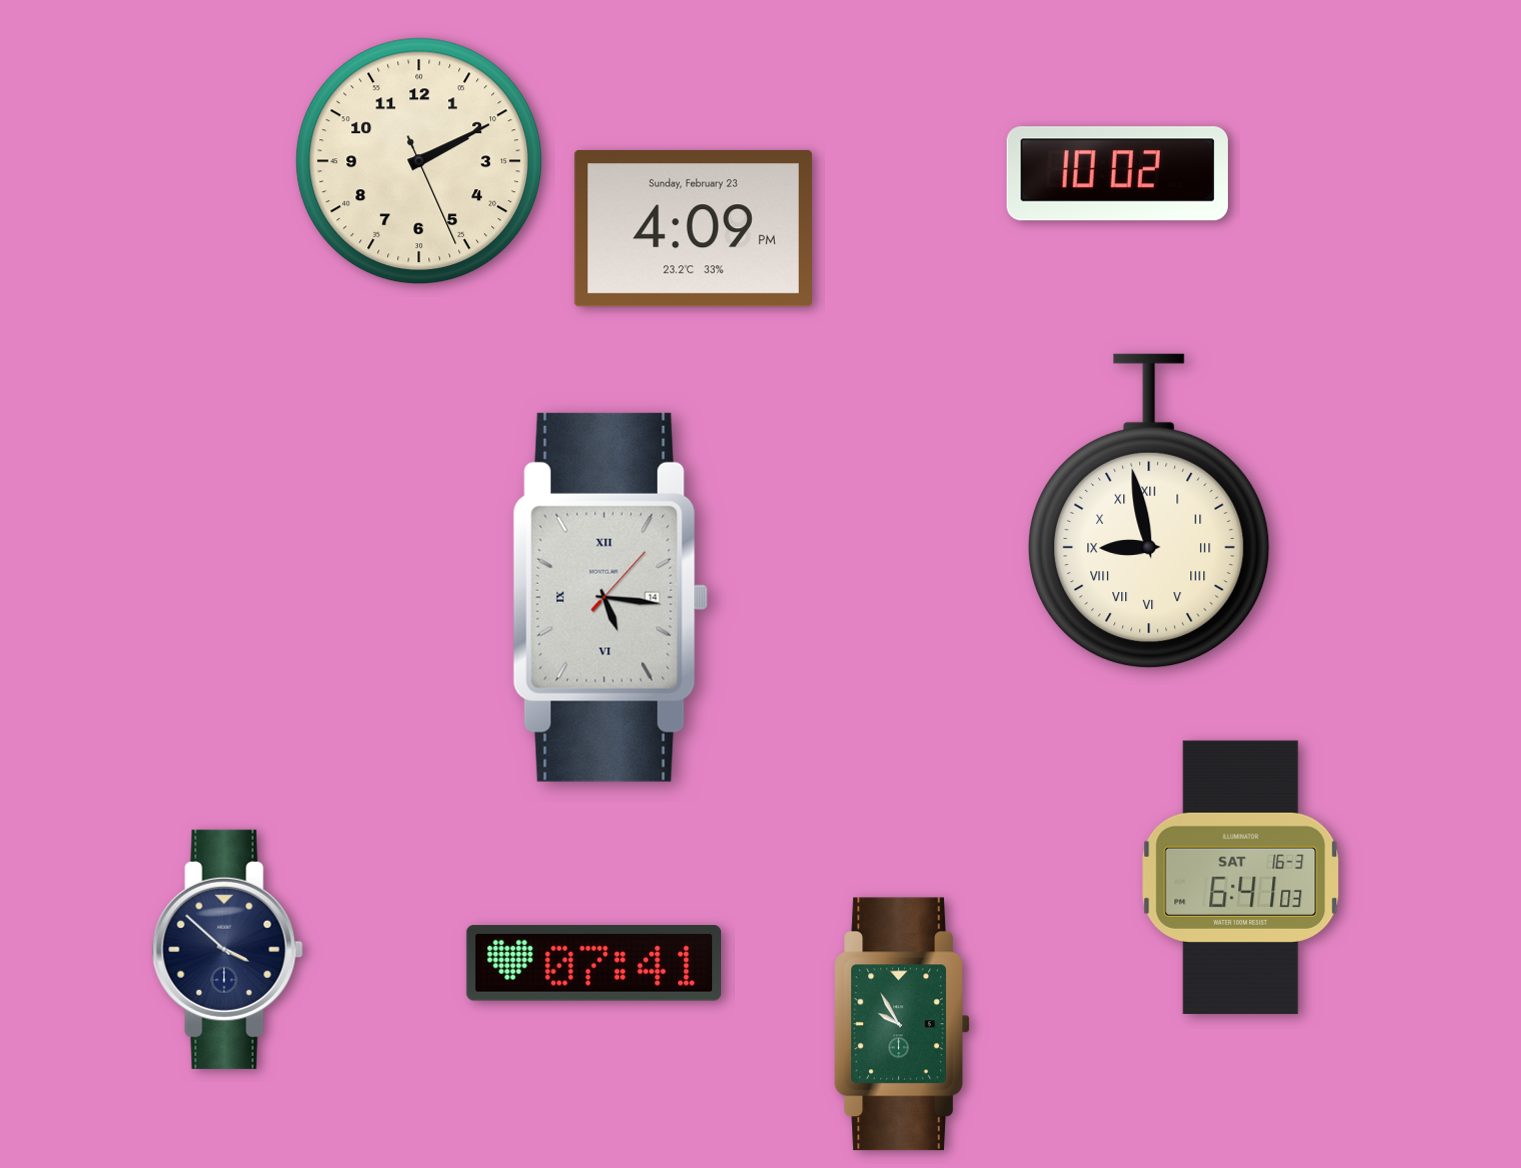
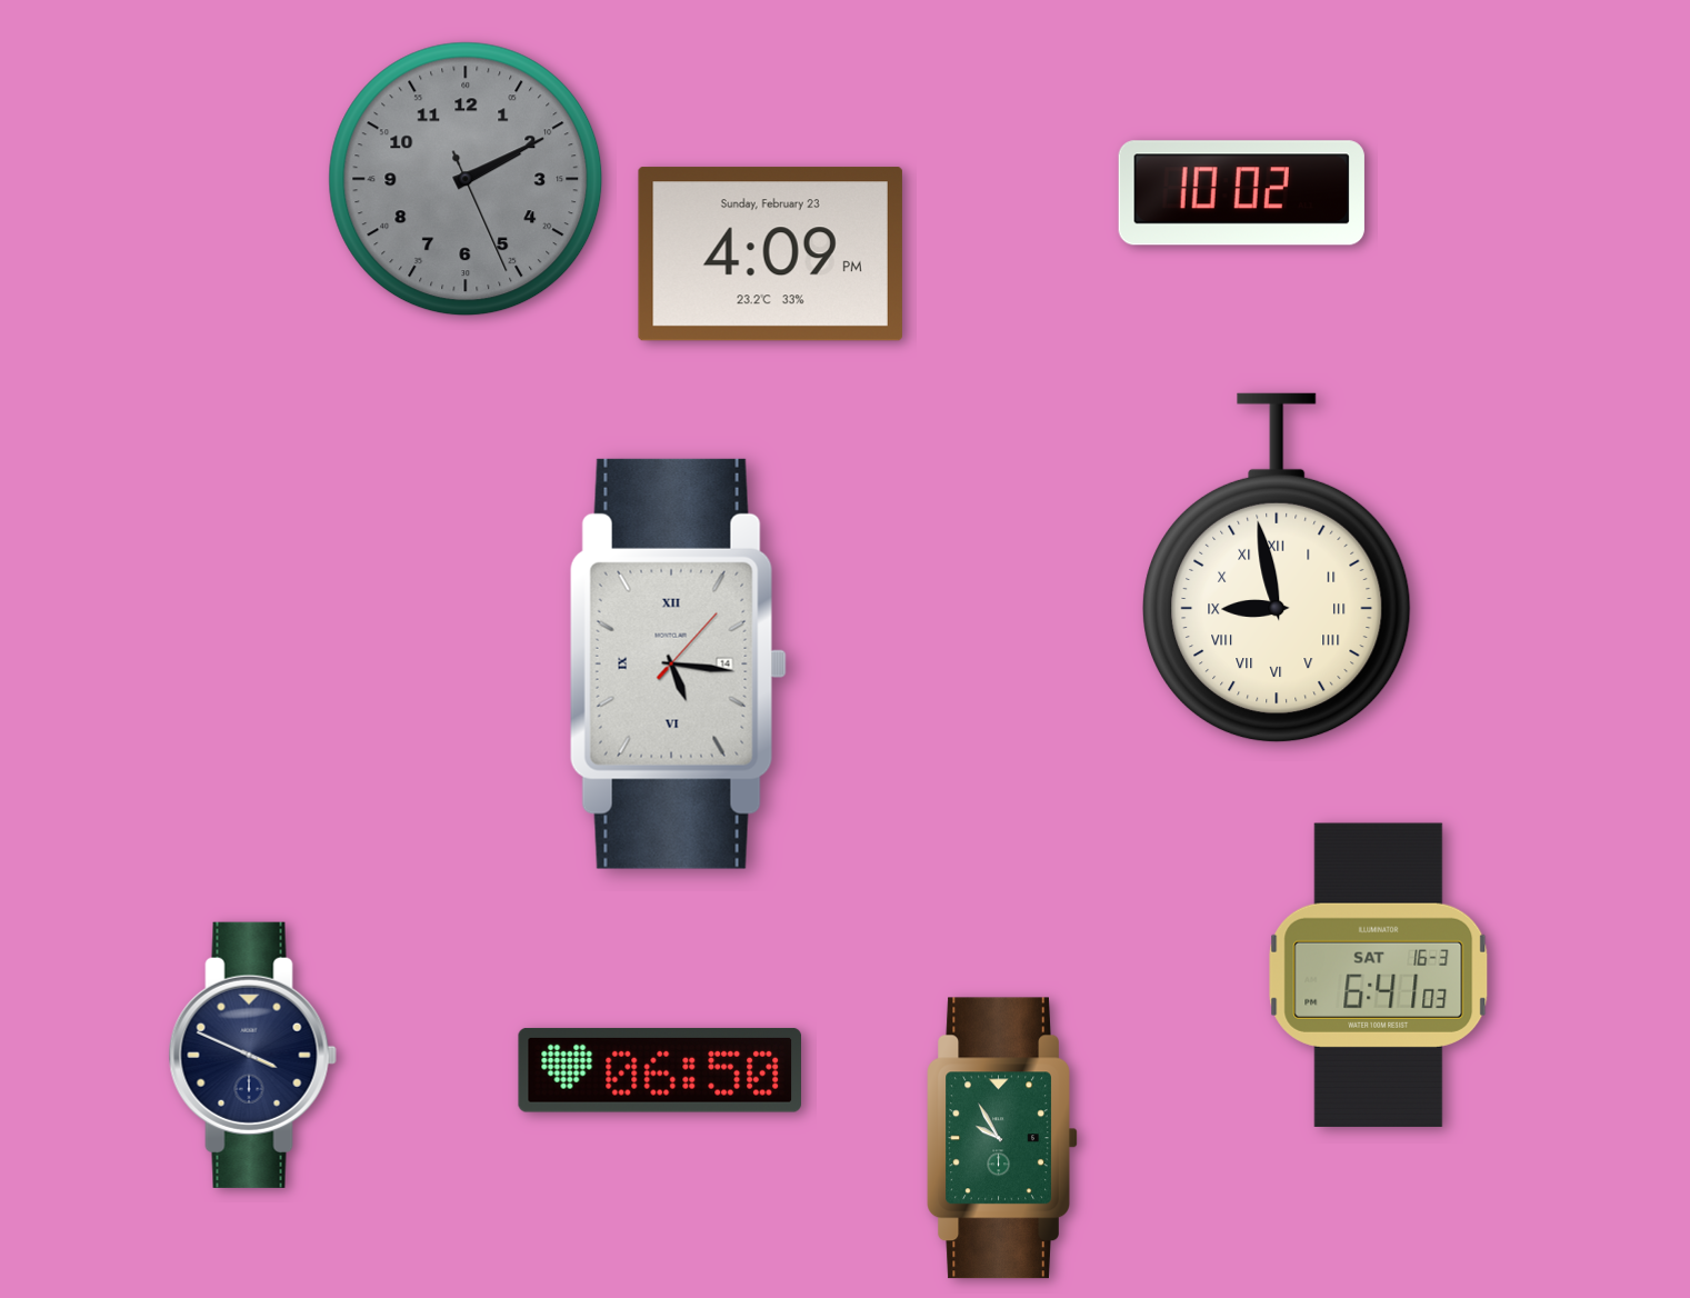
clock at (419, 161) dial: cream -> grey
clock at (227, 949): 3:52 -> 3:49
clock at (593, 963): 07:41 -> 06:50
